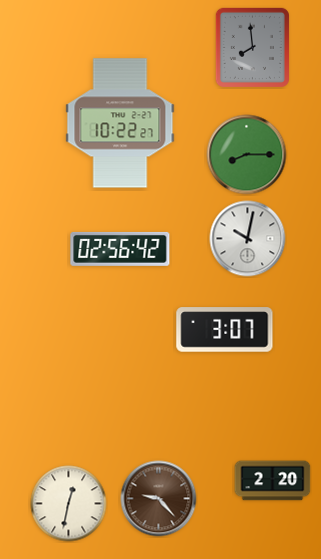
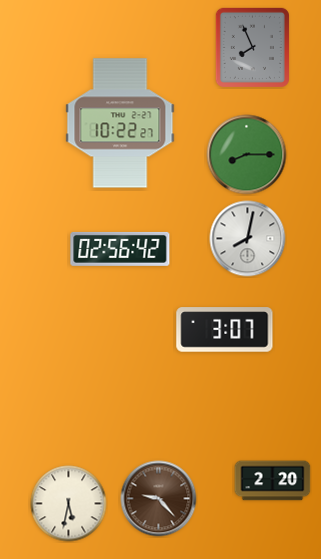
clock at (252, 47): 7:59 -> 7:56
clock at (248, 239): 10:02 -> 8:02
clock at (69, 504): 12:32 -> 5:32
